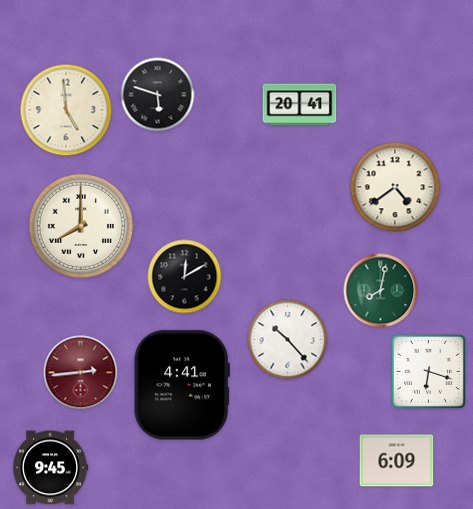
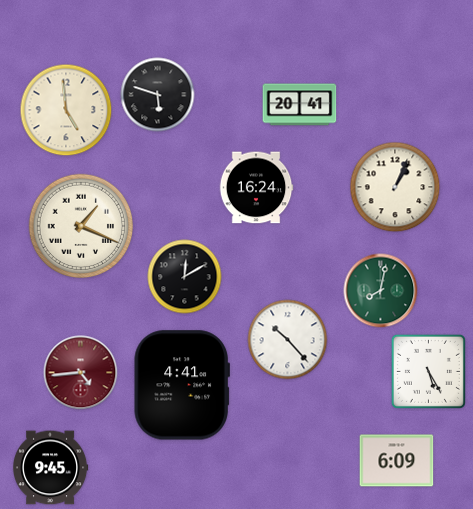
clock at (395, 187): 4:39 -> 1:04
clock at (256, 188): none -> 16:24
clock at (81, 226): 8:00 -> 1:19
clock at (428, 371): 6:18 -> 5:25
clock at (81, 373): 2:44 -> 4:44
